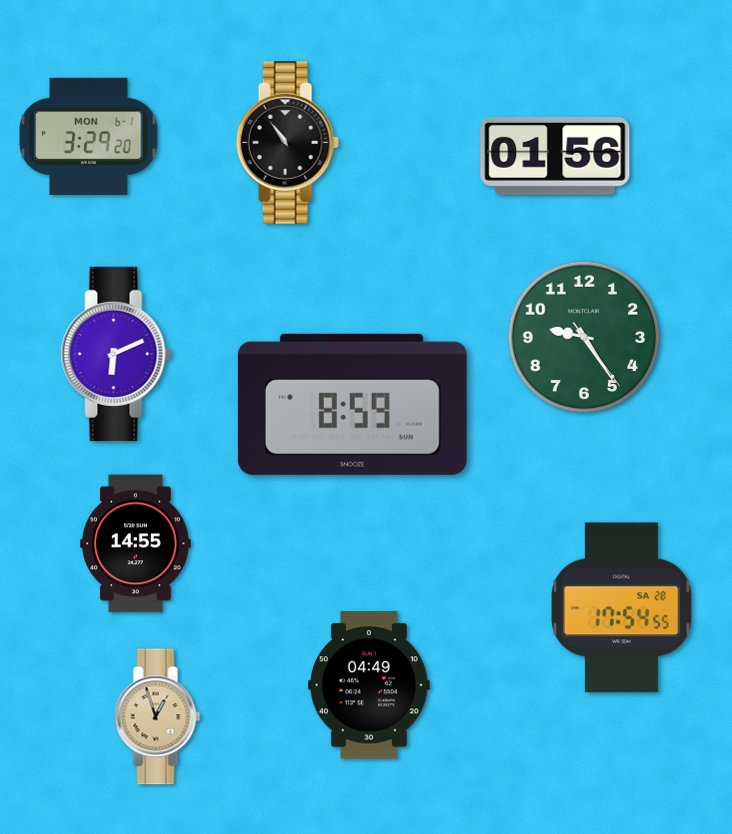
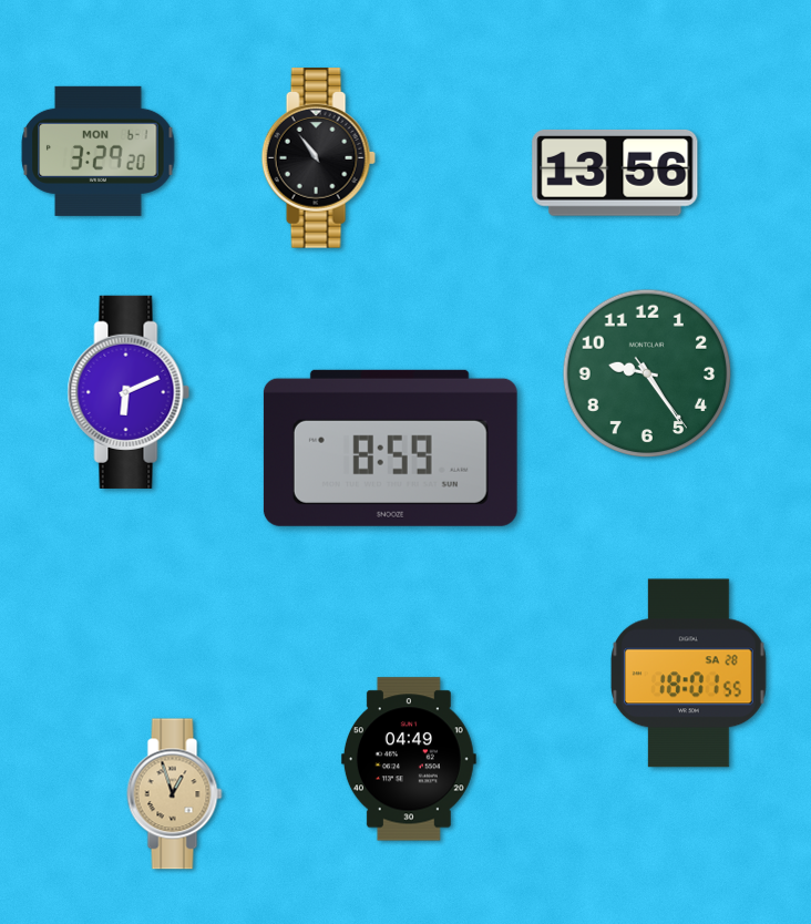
clock at (555, 156): 01:56 -> 13:56
clock at (136, 544): 14:55 -> none
clock at (622, 608): 17:54 -> 18:01
